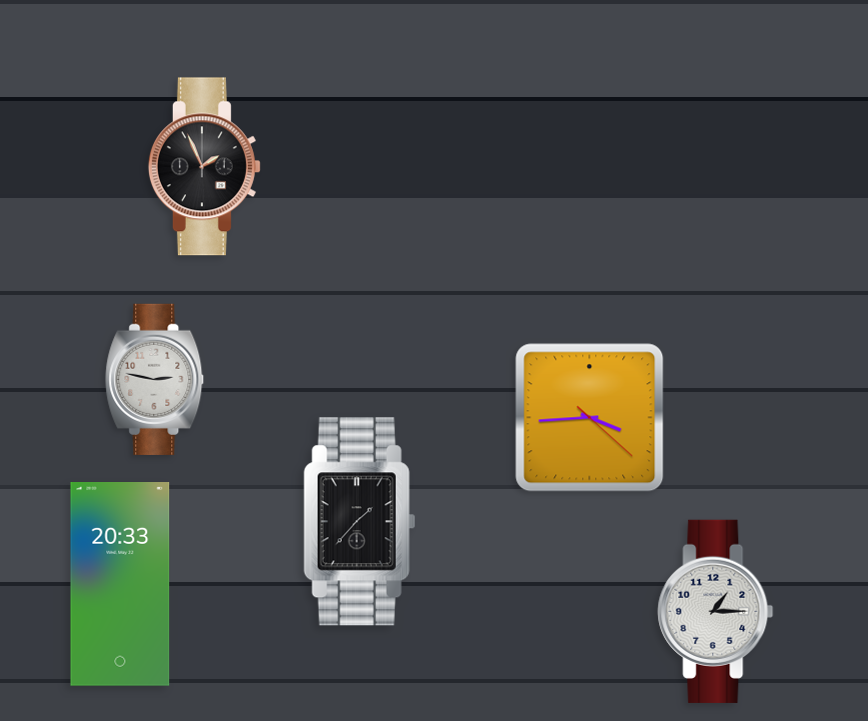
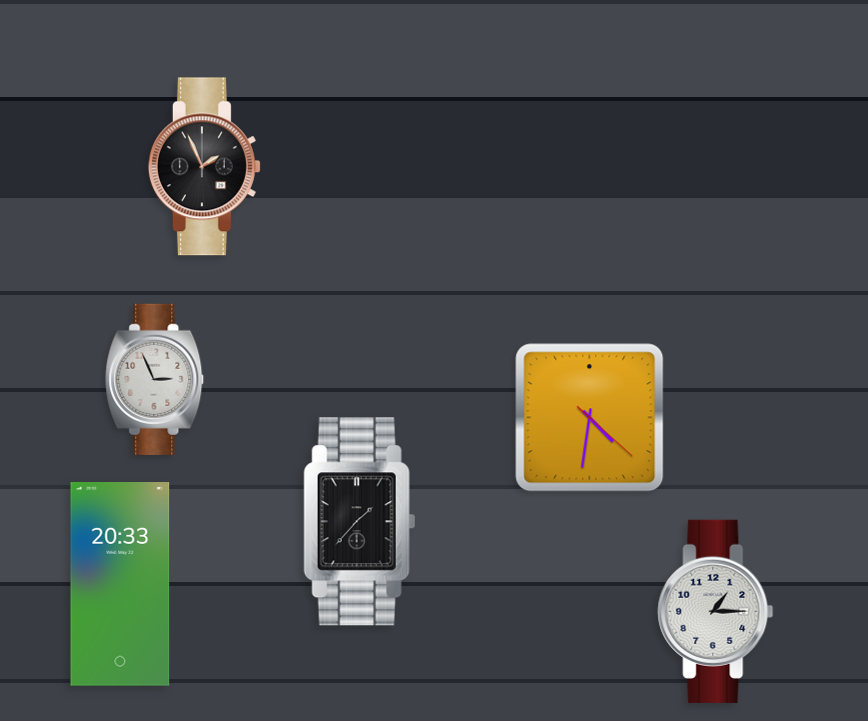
clock at (155, 379): 2:47 -> 2:56
clock at (590, 418): 3:44 -> 4:31
